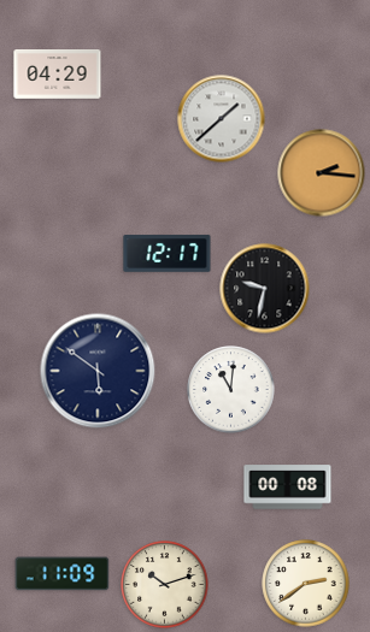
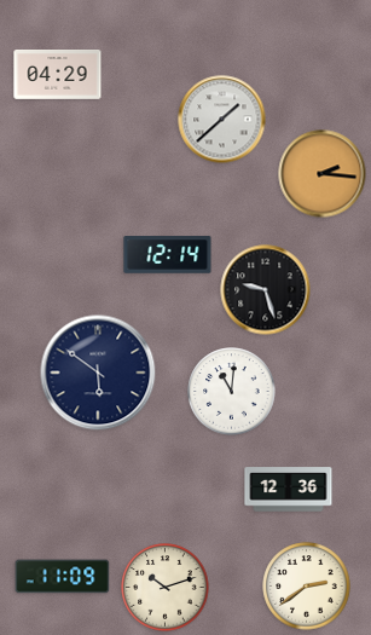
clock at (168, 254): 12:17 -> 12:14
clock at (265, 289): 9:32 -> 9:27
clock at (288, 488): 00:08 -> 12:36
